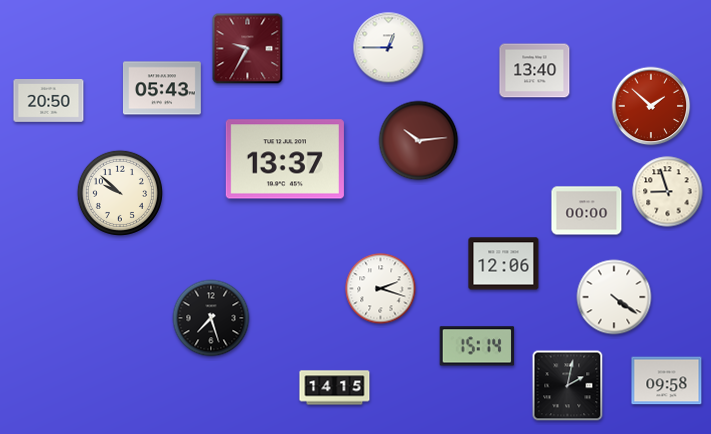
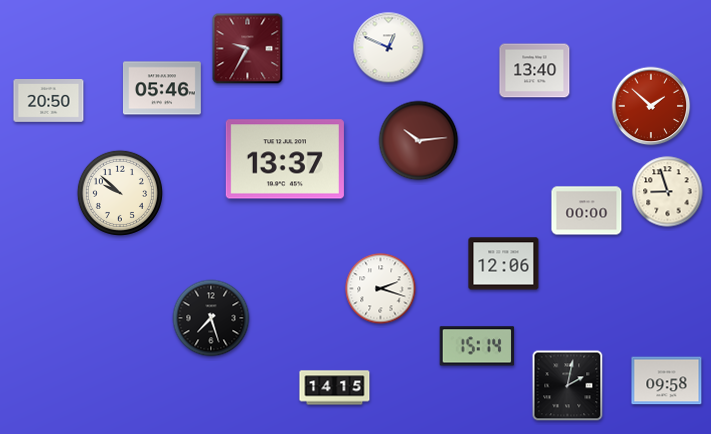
clock at (389, 48): 12:45 -> 12:49
clock at (162, 88): 05:43 -> 05:46
clock at (614, 297): 4:21 -> none
